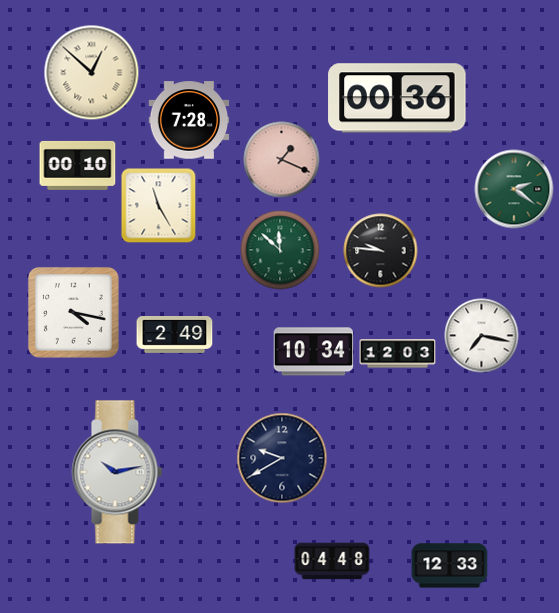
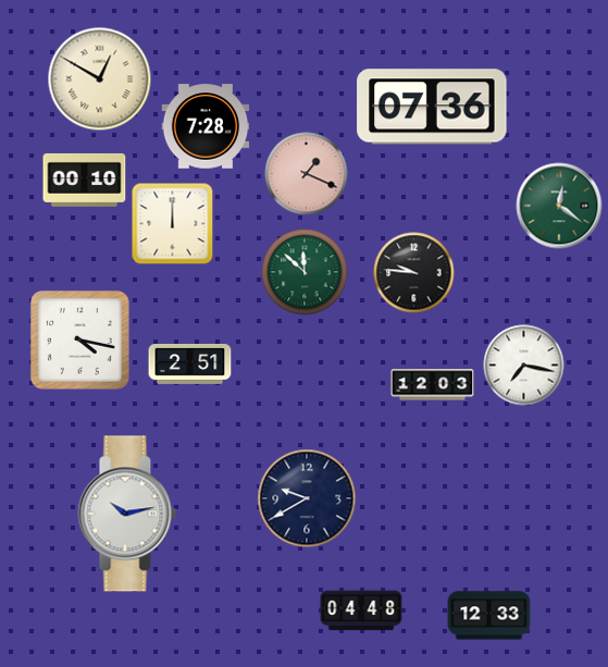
clock at (92, 73): 12:52 -> 12:50
clock at (397, 98): 00:36 -> 07:36
clock at (189, 120) position: (189, 120) -> (206, 126)
clock at (514, 189): 2:21 -> 12:21
clock at (159, 206): 11:25 -> 12:00
clock at (175, 335): 2:49 -> 2:51
clock at (314, 352): 10:34 -> none
